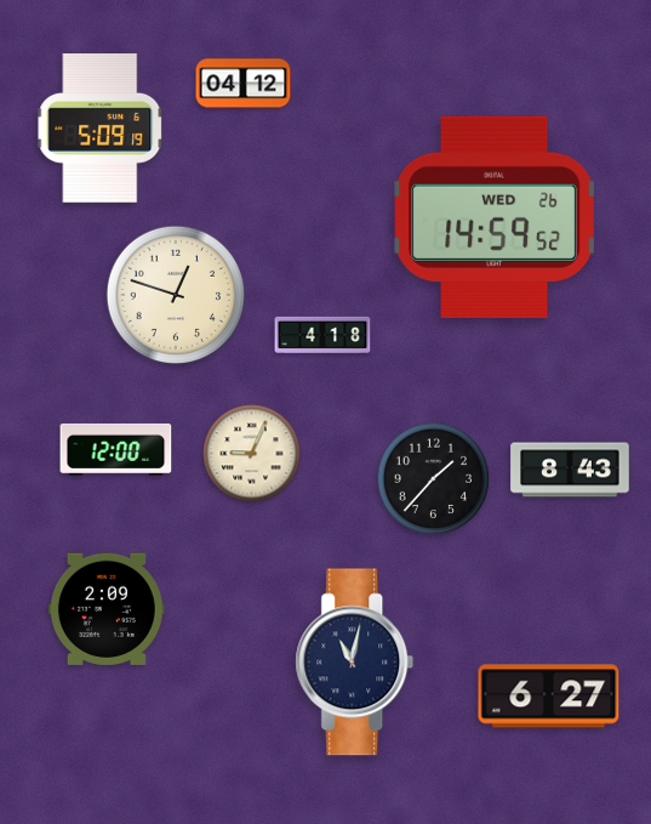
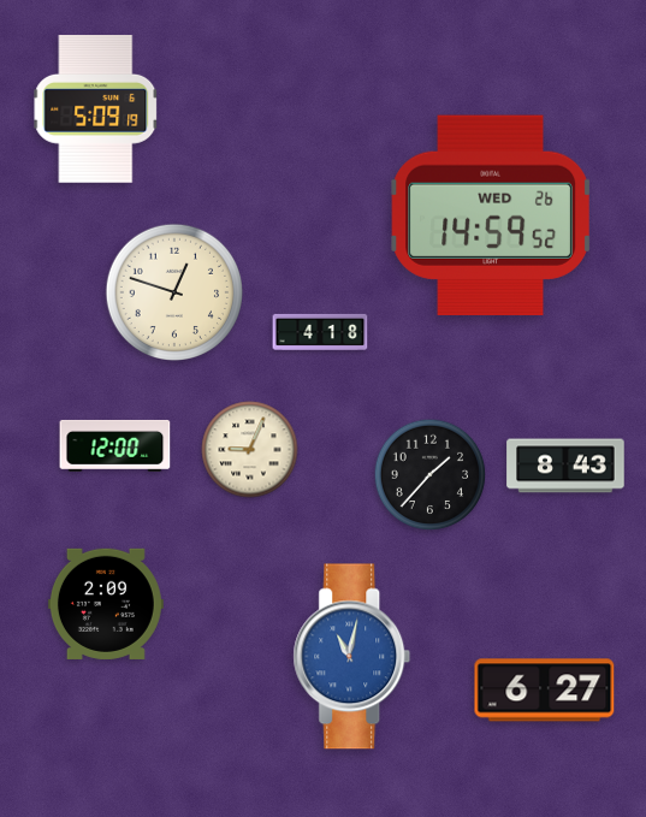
clock at (244, 84): 04:12 -> none
clock at (101, 129) position: (101, 129) -> (96, 109)
clock at (355, 663) dial: navy -> blue
